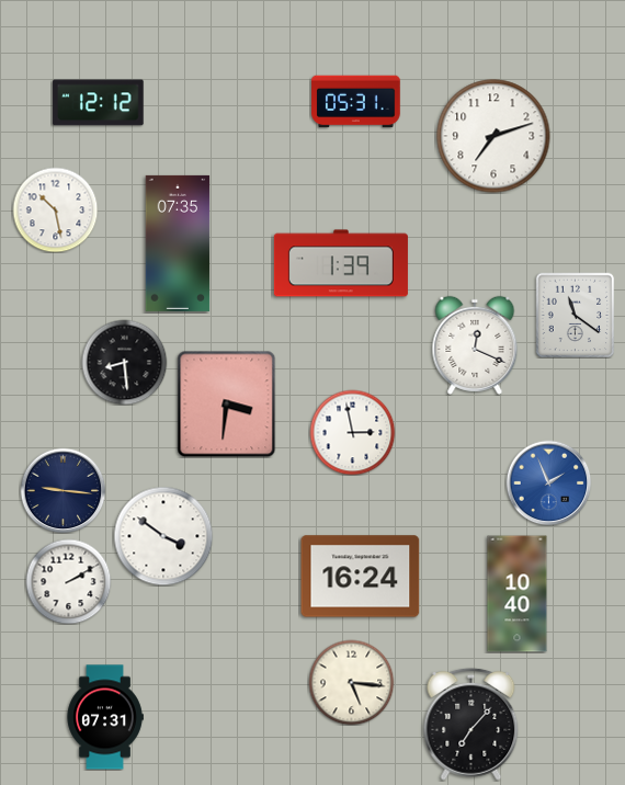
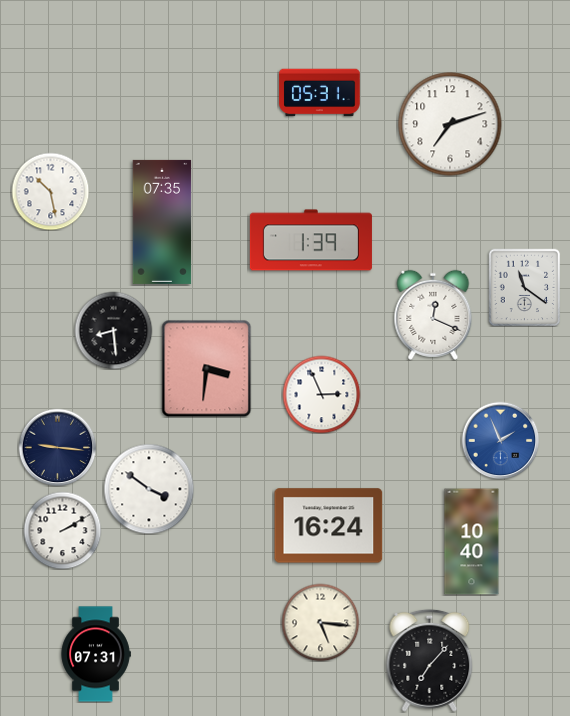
clock at (356, 102) position: (356, 102) -> (320, 93)
clock at (99, 103): 12:12 -> none
clock at (352, 432): 2:58 -> 2:56
